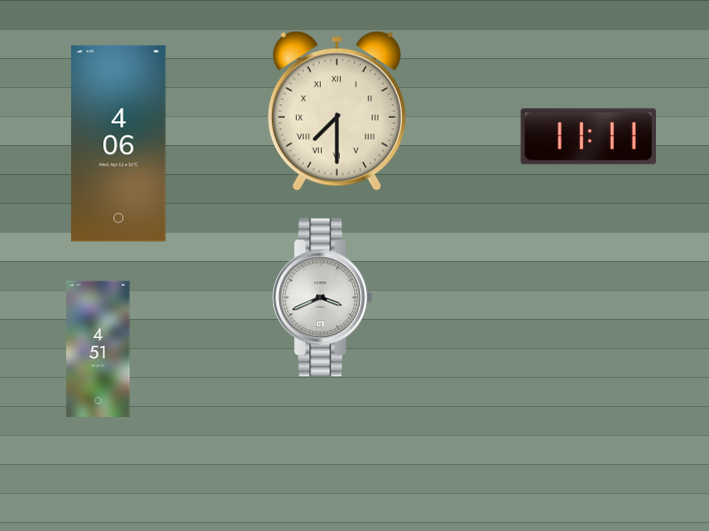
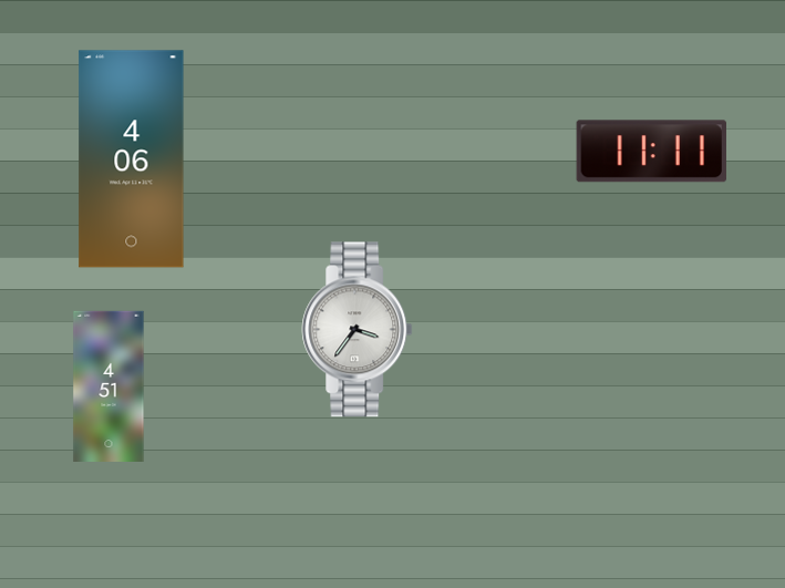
clock at (337, 111): 7:30 -> none
clock at (323, 298): 3:41 -> 3:36
